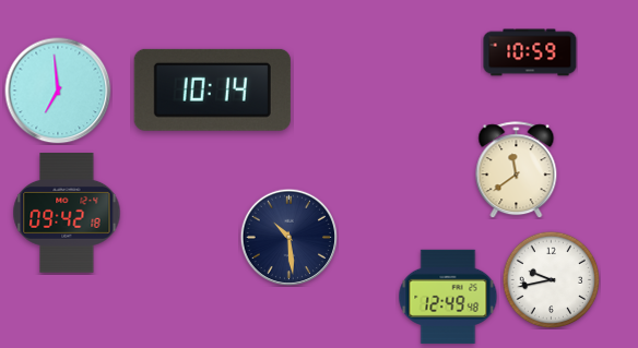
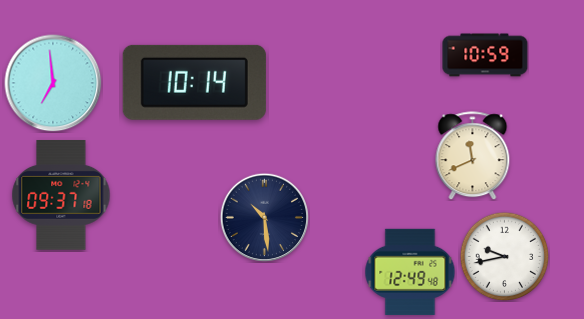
clock at (530, 52) position: (530, 52) -> (485, 55)
clock at (517, 170): 11:39 -> 11:41
clock at (67, 214): 09:42 -> 09:37
